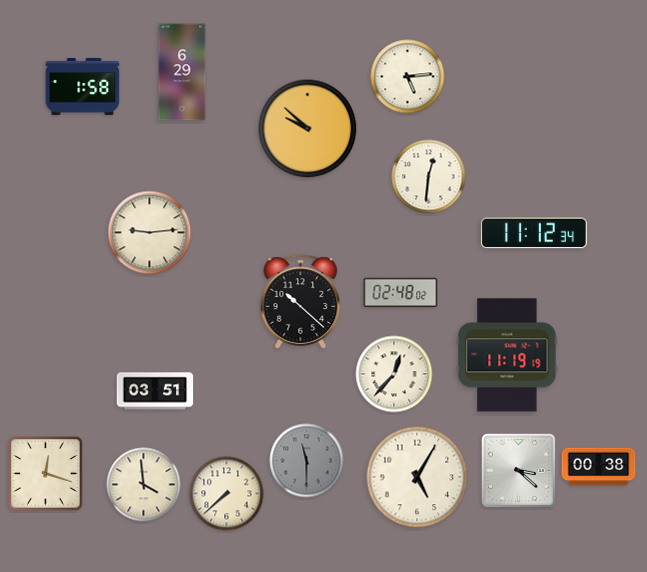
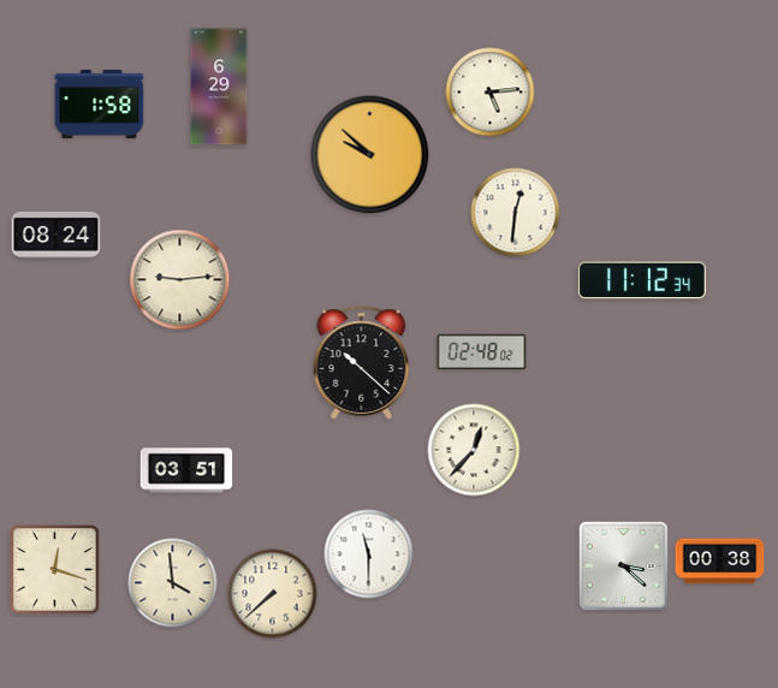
clock at (57, 235): none -> 08:24
clock at (507, 355): 11:19 -> none
clock at (307, 461) dial: grey -> white
clock at (417, 477): 5:05 -> none
